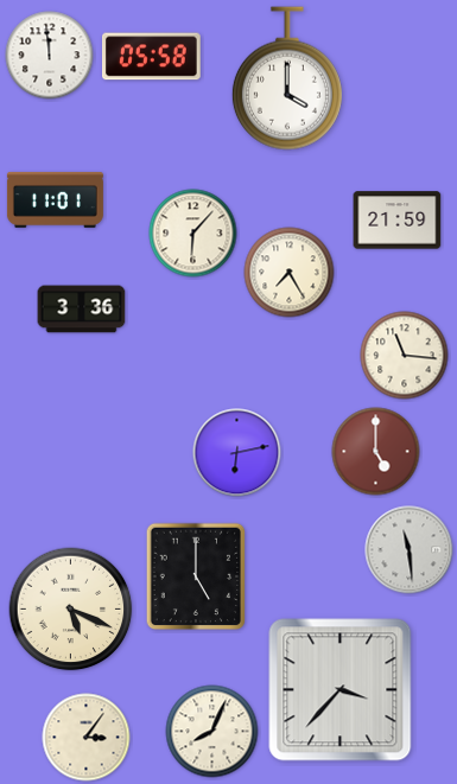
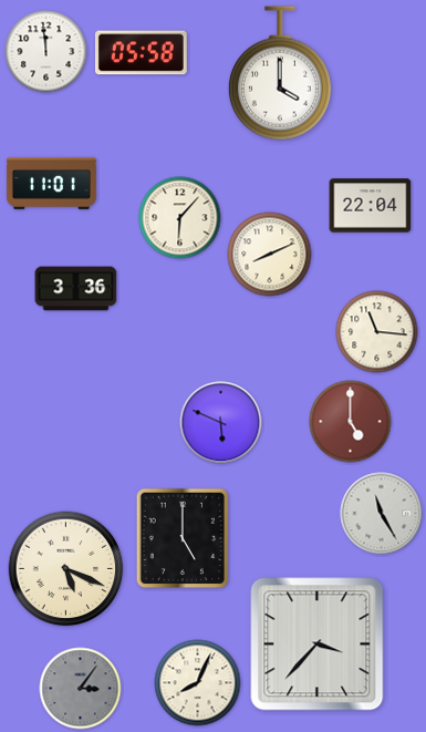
clock at (287, 78) position: (287, 78) -> (280, 73)
clock at (55, 199) position: (55, 199) -> (51, 183)
clock at (398, 221): 21:59 -> 22:04
clock at (290, 273): 7:25 -> 8:11
clock at (237, 453): 6:13 -> 5:49
clock at (410, 550): 11:29 -> 11:25
clock at (87, 738) dial: cream -> grey
